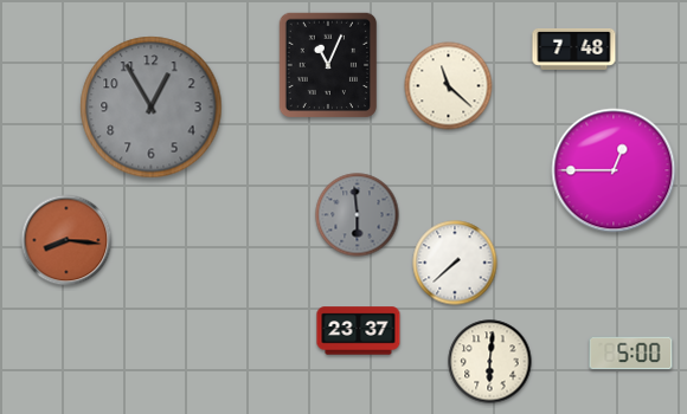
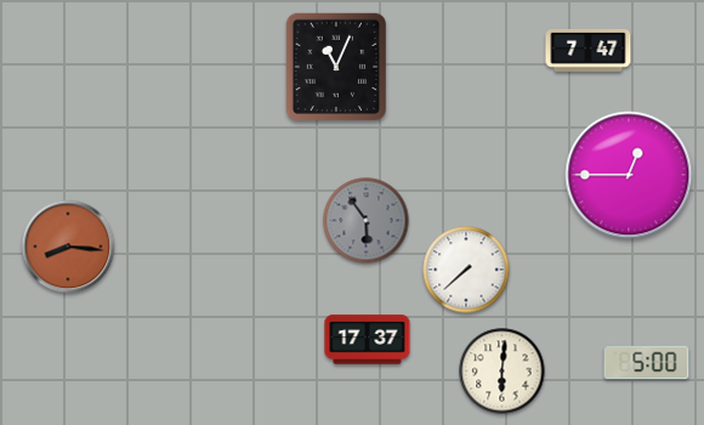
clock at (574, 48): 7:48 -> 7:47
clock at (449, 86): 11:22 -> none
clock at (152, 108): 12:55 -> none
clock at (358, 215): 5:59 -> 5:54
clock at (359, 331): 23:37 -> 17:37
